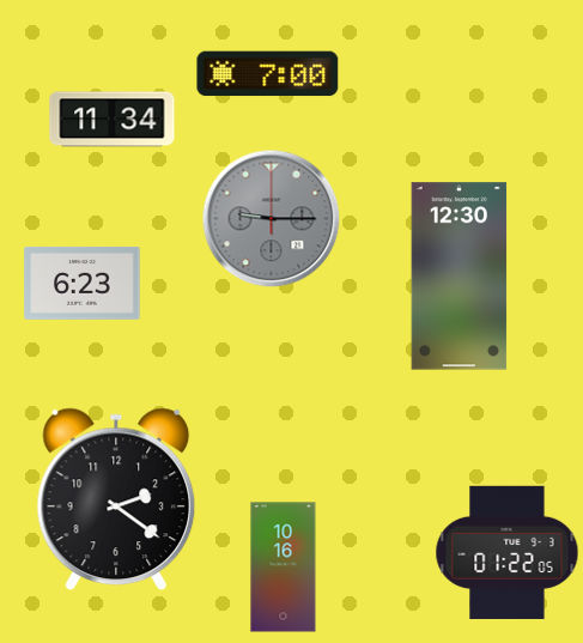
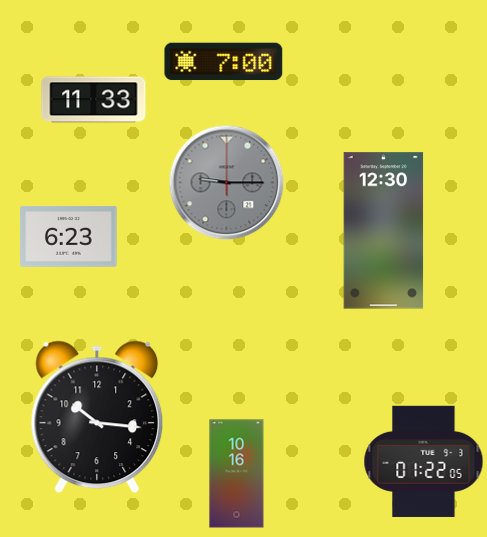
clock at (113, 120): 11:34 -> 11:33
clock at (116, 499): 2:21 -> 10:16
